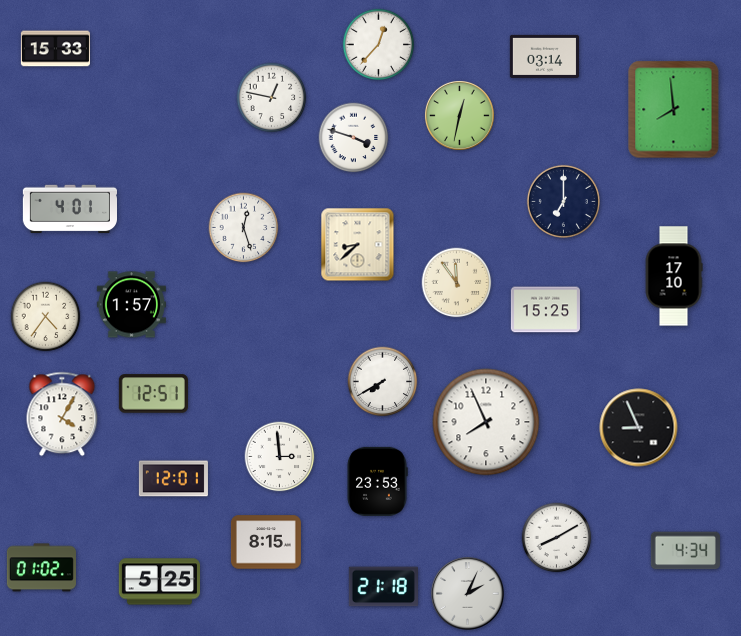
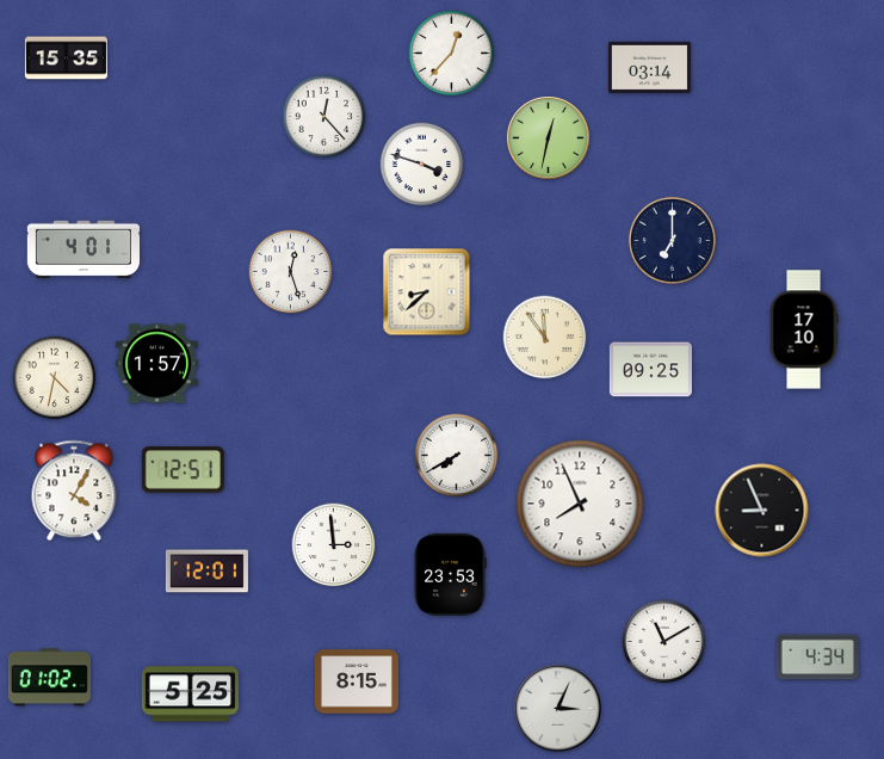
clock at (55, 49): 15:33 -> 15:35
clock at (272, 98): 12:47 -> 12:23
clock at (674, 110): 7:59 -> none
clock at (545, 310): 15:25 -> 09:25
clock at (46, 317): 4:36 -> 4:32
clock at (62, 414) position: (62, 414) -> (74, 490)
clock at (557, 538): 8:10 -> 11:10
clock at (266, 542) position: (266, 542) -> (357, 681)
clock at (383, 587): 21:18 -> none
clock at (468, 594): 2:04 -> 3:04
